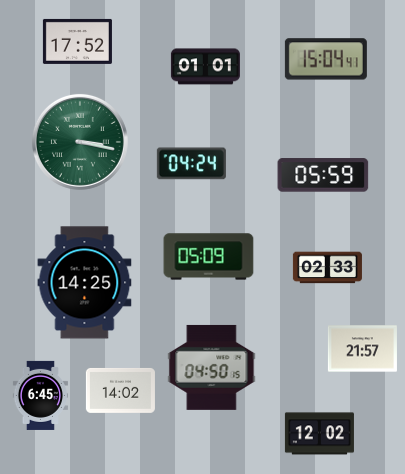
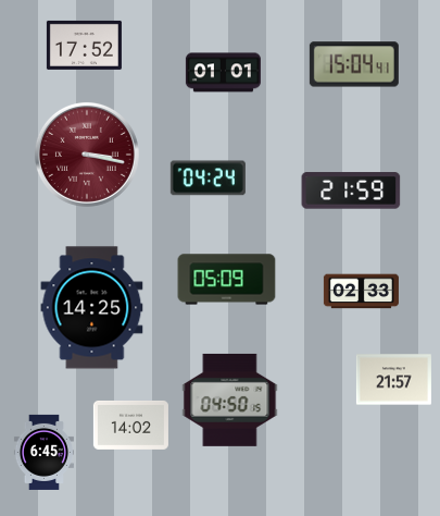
clock at (80, 142) dial: green -> burgundy
clock at (323, 175): 05:59 -> 21:59
clock at (327, 268) position: (327, 268) -> (361, 292)
clock at (40, 395) position: (40, 395) -> (43, 452)
clock at (319, 434): 12:02 -> none
